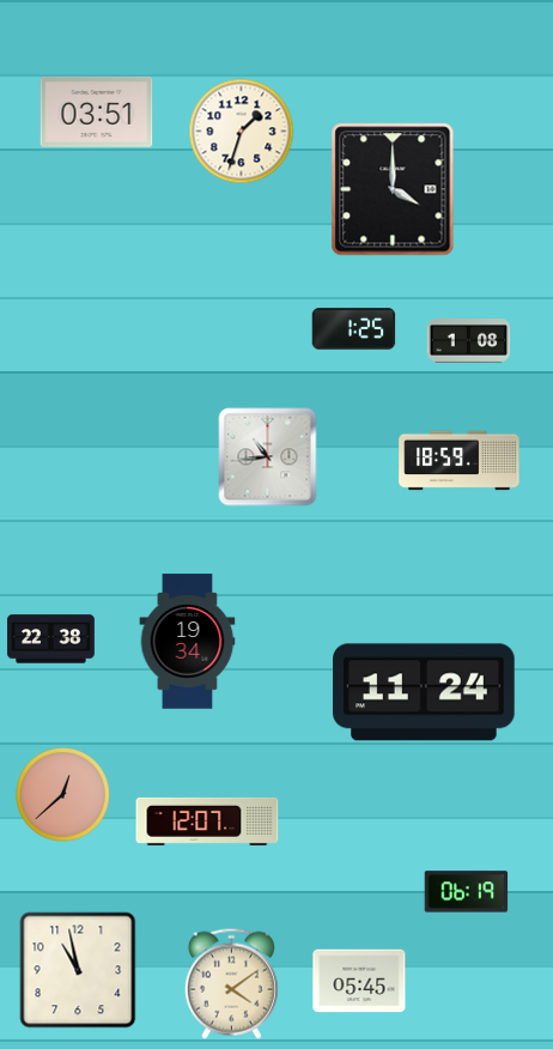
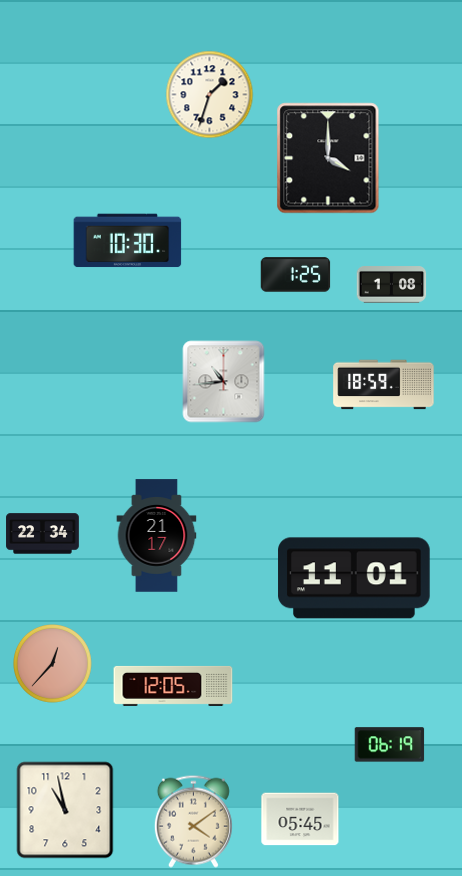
clock at (97, 111): 03:51 -> none
clock at (242, 132) position: (242, 132) -> (210, 95)
clock at (128, 241): none -> 10:30
clock at (51, 639): 22:38 -> 22:34
clock at (188, 642): 19:34 -> 21:17
clock at (424, 692): 11:24 -> 11:01
clock at (63, 795): 12:38 -> 12:37
clock at (207, 821): 12:07 -> 12:05
